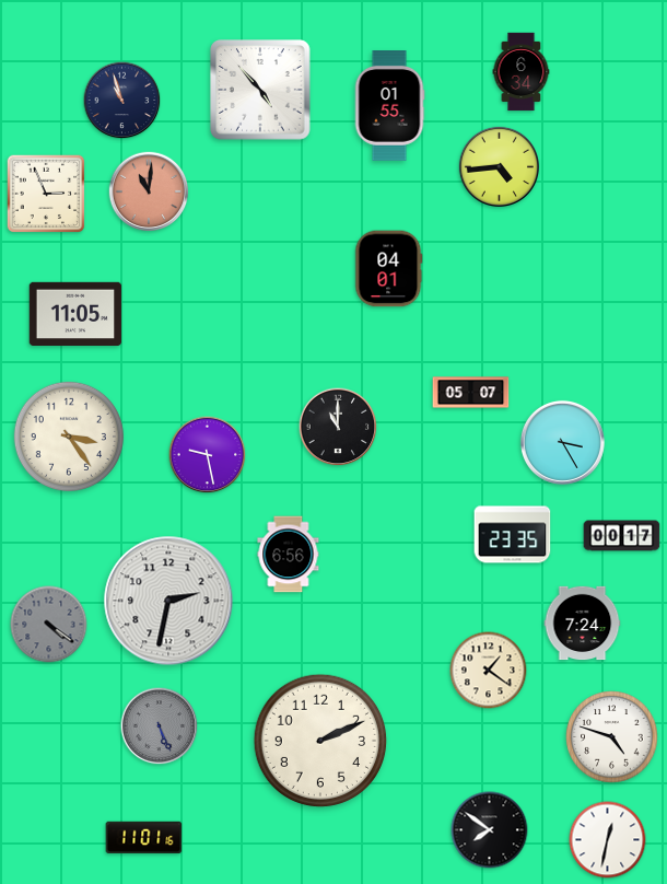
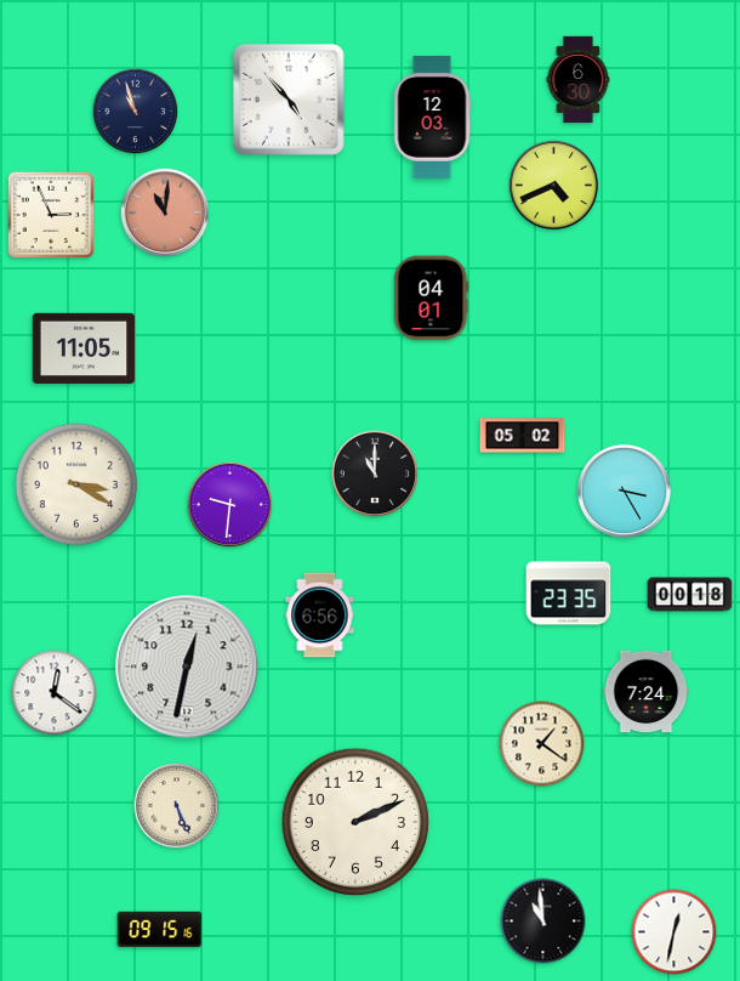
clock at (522, 72): 6:34 -> 6:30
clock at (389, 106): 01:55 -> 12:03
clock at (499, 166): 4:44 -> 4:41
clock at (471, 393): 05:07 -> 05:02
clock at (69, 437): 3:24 -> 3:20
clock at (208, 455): 9:28 -> 9:31
clock at (622, 536): 00:17 -> 00:18
clock at (168, 601): 2:32 -> 12:32
clock at (49, 625): 4:21 -> 12:21
clock at (49, 625) dial: grey -> white
clock at (160, 726) dial: grey -> cream
clock at (612, 737): 4:48 -> none
clock at (490, 830): 7:51 -> 10:59
clock at (144, 838): 11:01 -> 09:15
